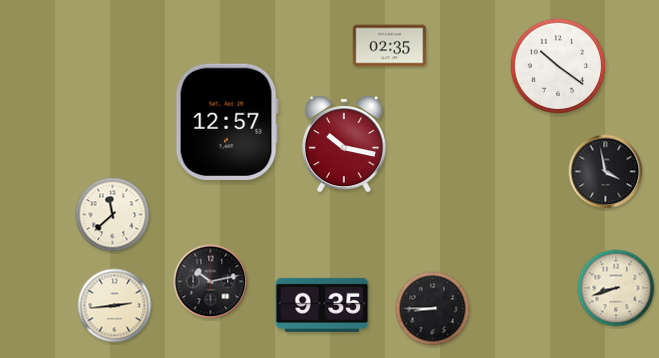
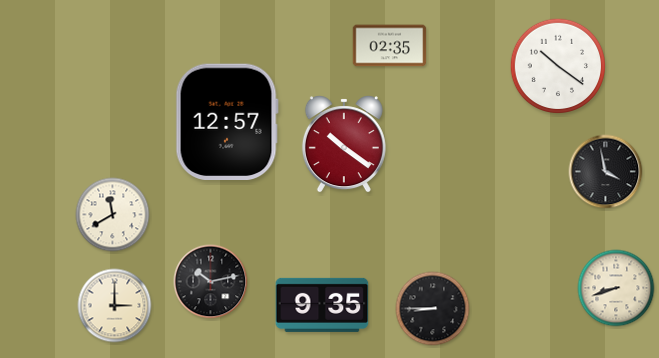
clock at (344, 144): 10:17 -> 10:21
clock at (113, 215): 11:38 -> 11:40
clock at (115, 306): 2:44 -> 3:00
